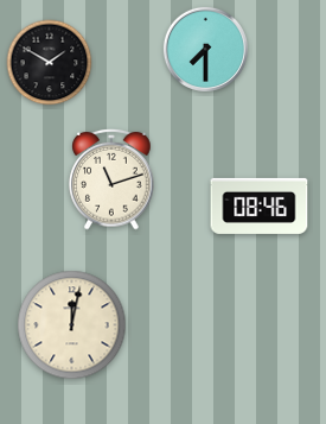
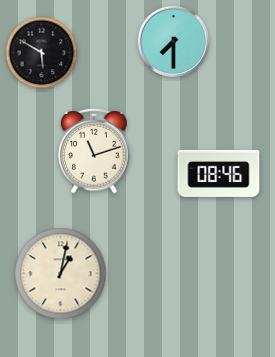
clock at (50, 63): 1:50 -> 5:50
clock at (72, 325): 12:02 -> 1:02
